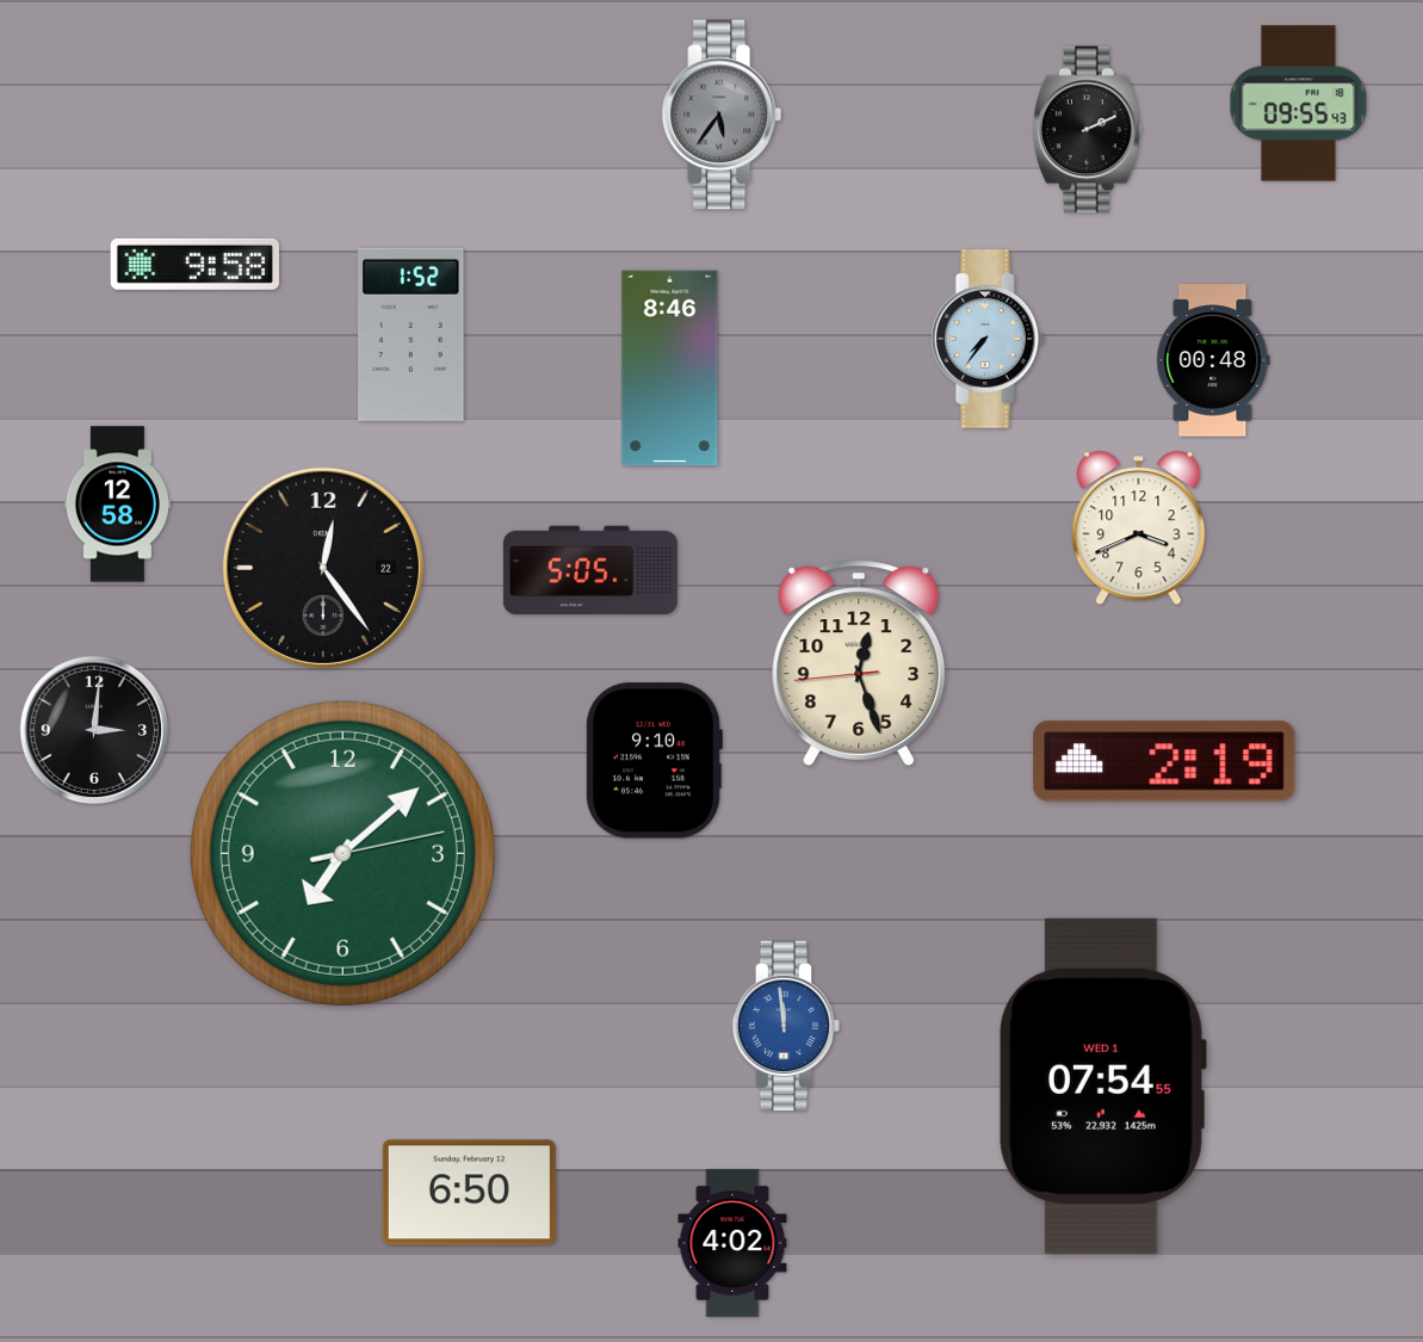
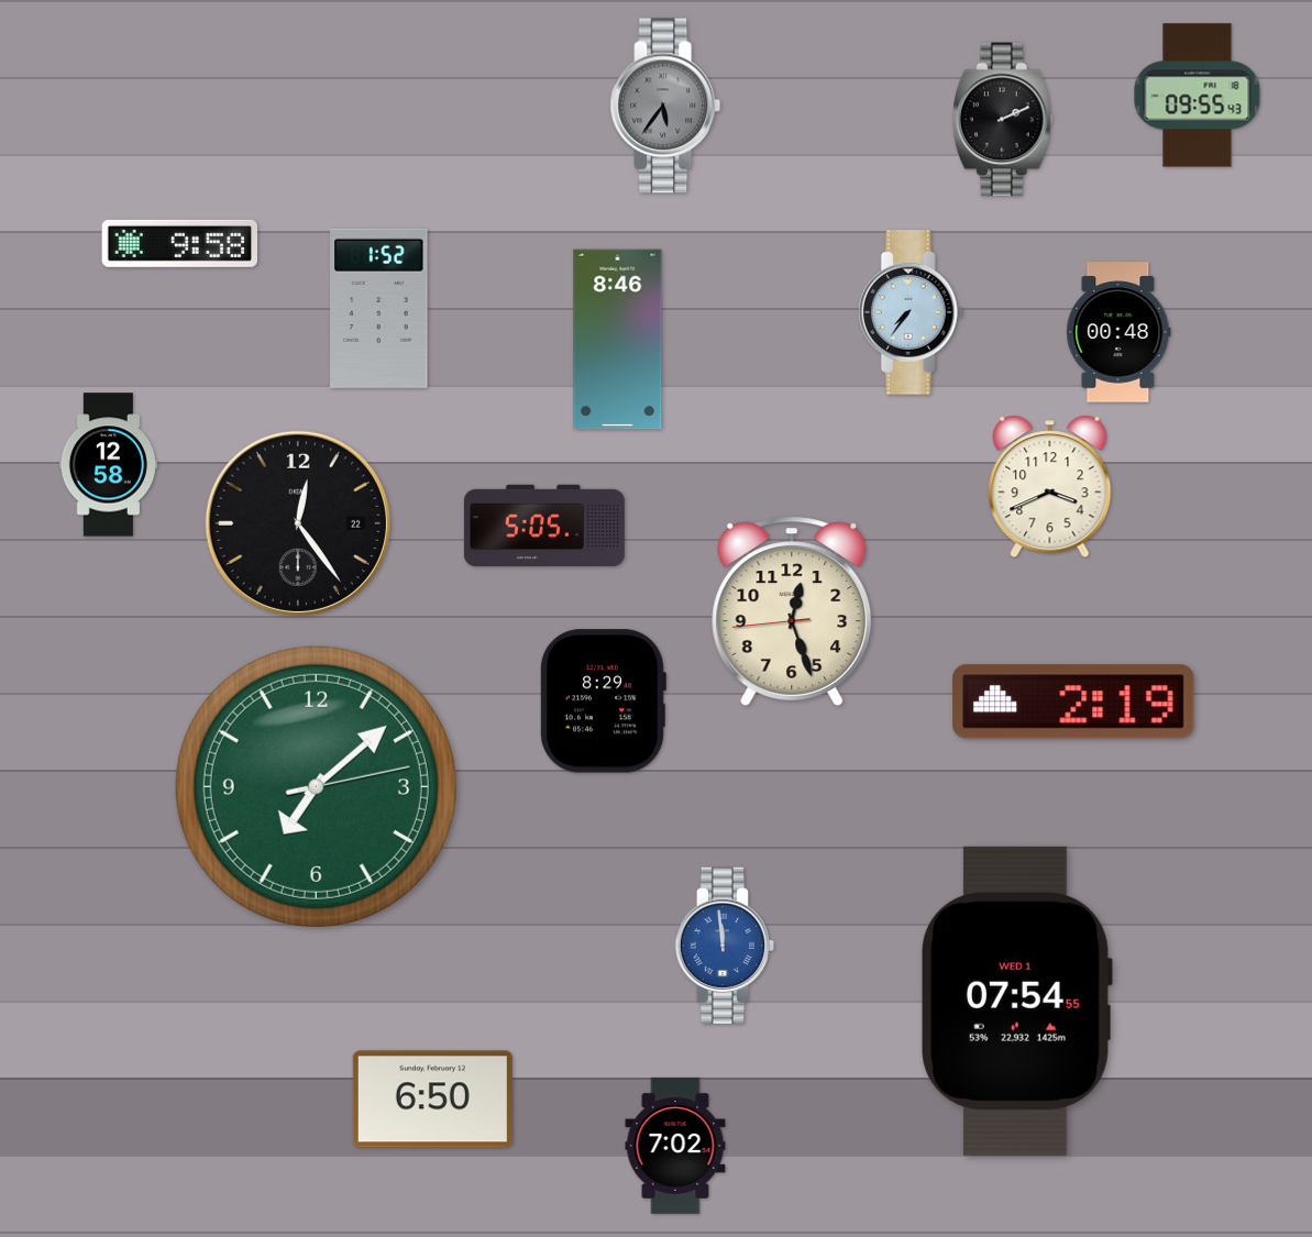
clock at (94, 730): 3:01 -> none
clock at (654, 761): 9:10 -> 8:29
clock at (732, 1243): 4:02 -> 7:02
